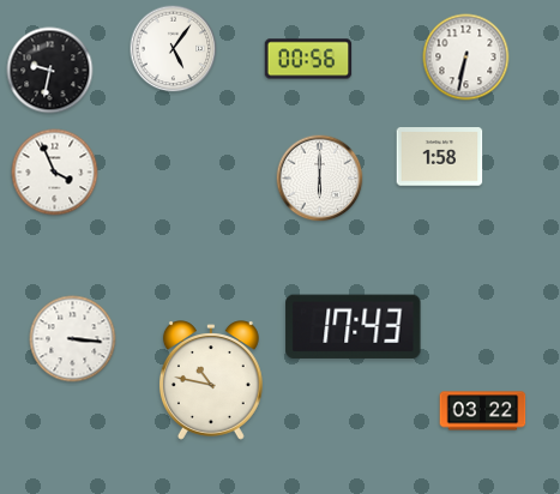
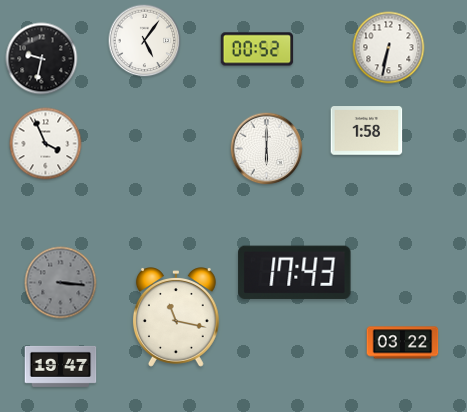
clock at (308, 59): 00:56 -> 00:52
clock at (73, 339) dial: white -> grey
clock at (211, 380): 10:47 -> 11:17
clock at (61, 366): none -> 19:47
